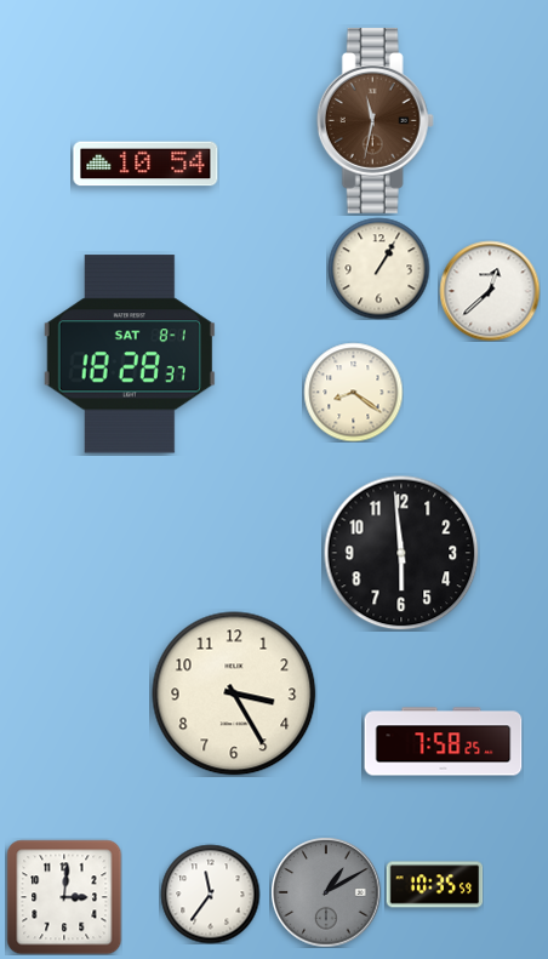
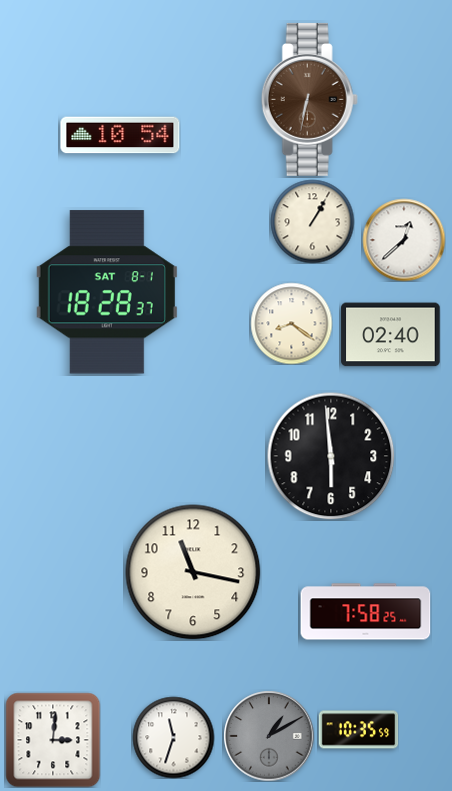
clock at (375, 120): 11:32 -> 6:32
clock at (391, 335): none -> 02:40
clock at (234, 693): 3:25 -> 11:17
clock at (210, 894): 11:36 -> 11:33
